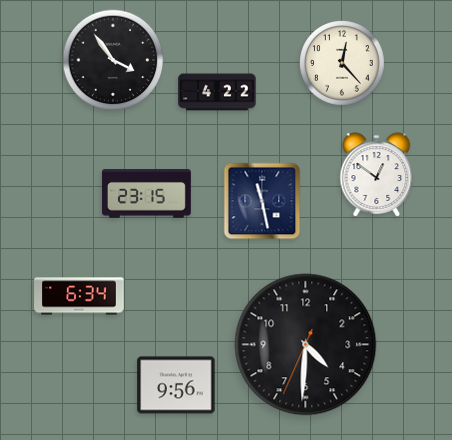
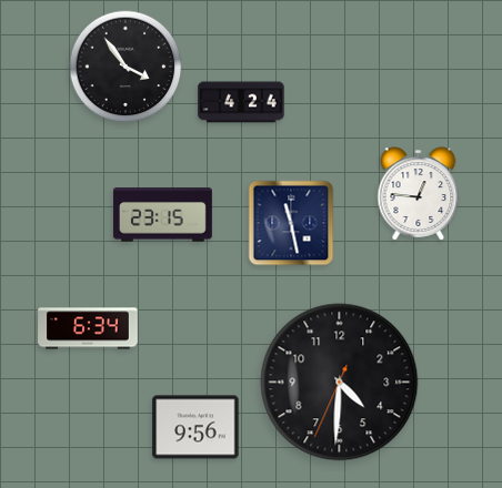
clock at (342, 63): 12:23 -> none
clock at (217, 92): 4:22 -> 4:24
clock at (377, 175): 12:51 -> 12:46
